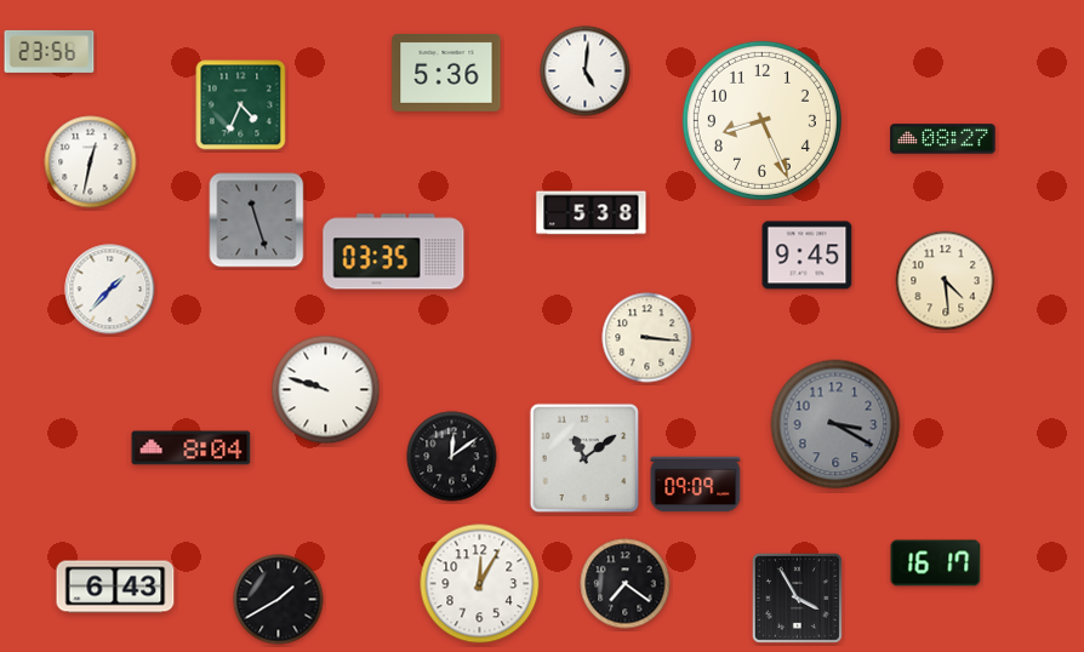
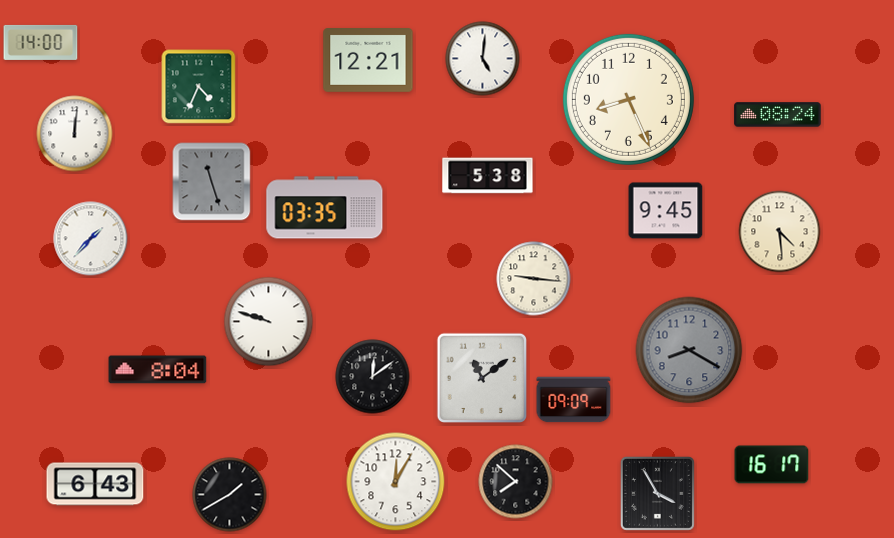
clock at (50, 51): 23:56 -> 14:00
clock at (446, 74): 5:36 -> 12:21
clock at (943, 139): 08:27 -> 08:24
clock at (91, 162): 12:32 -> 12:01
clock at (647, 338): 3:16 -> 9:16
clock at (835, 424): 3:20 -> 8:20
clock at (626, 584): 7:21 -> 7:52
